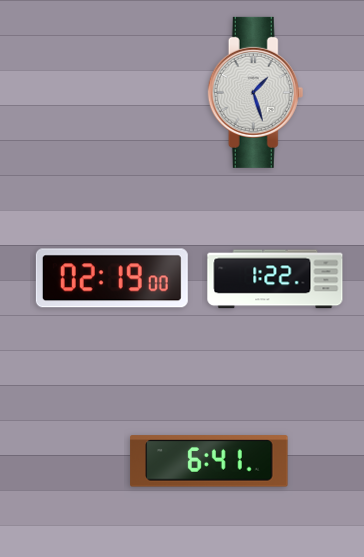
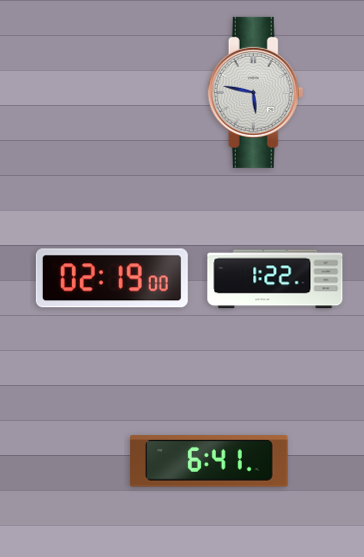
clock at (256, 92): 1:27 -> 5:47
